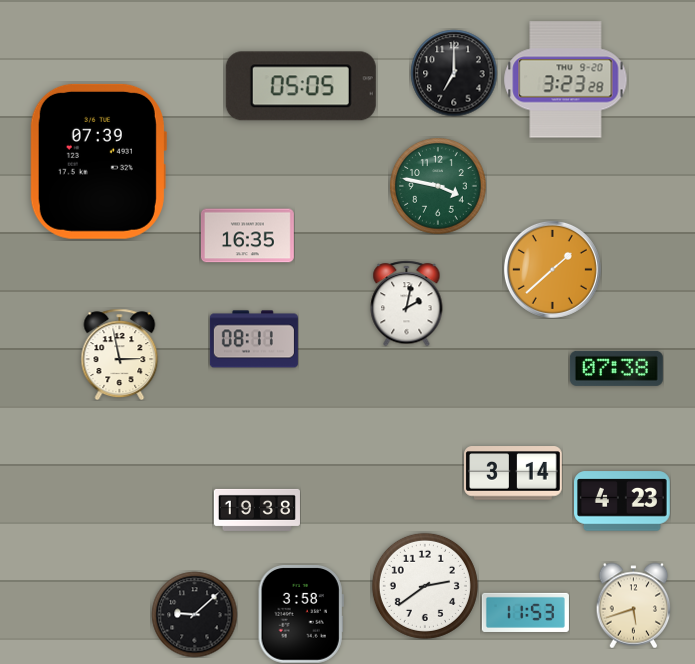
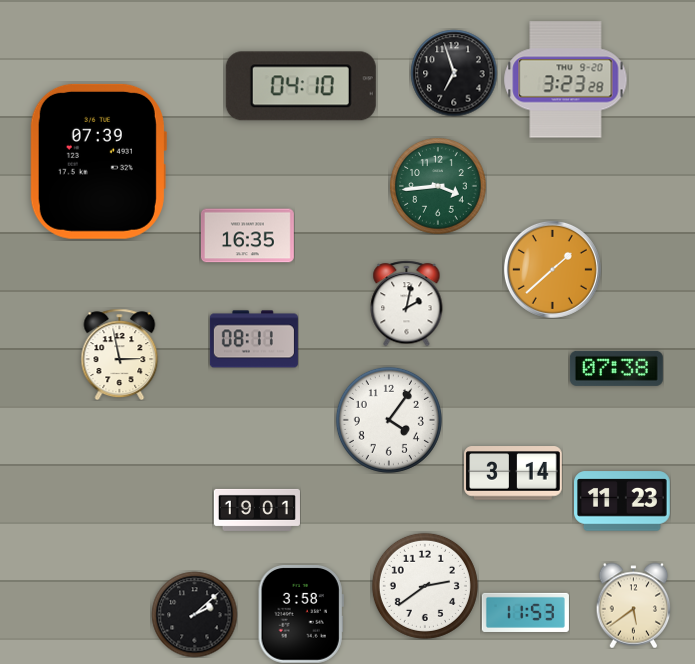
clock at (454, 73): 7:00 -> 6:57
clock at (301, 86): 05:05 -> 04:10
clock at (438, 186): 3:47 -> 3:44
clock at (389, 420): none -> 4:06
clock at (623, 501): 4:23 -> 11:23
clock at (257, 510): 19:38 -> 19:01
clock at (634, 605): 5:42 -> 5:39
clock at (194, 614): 9:08 -> 2:08
